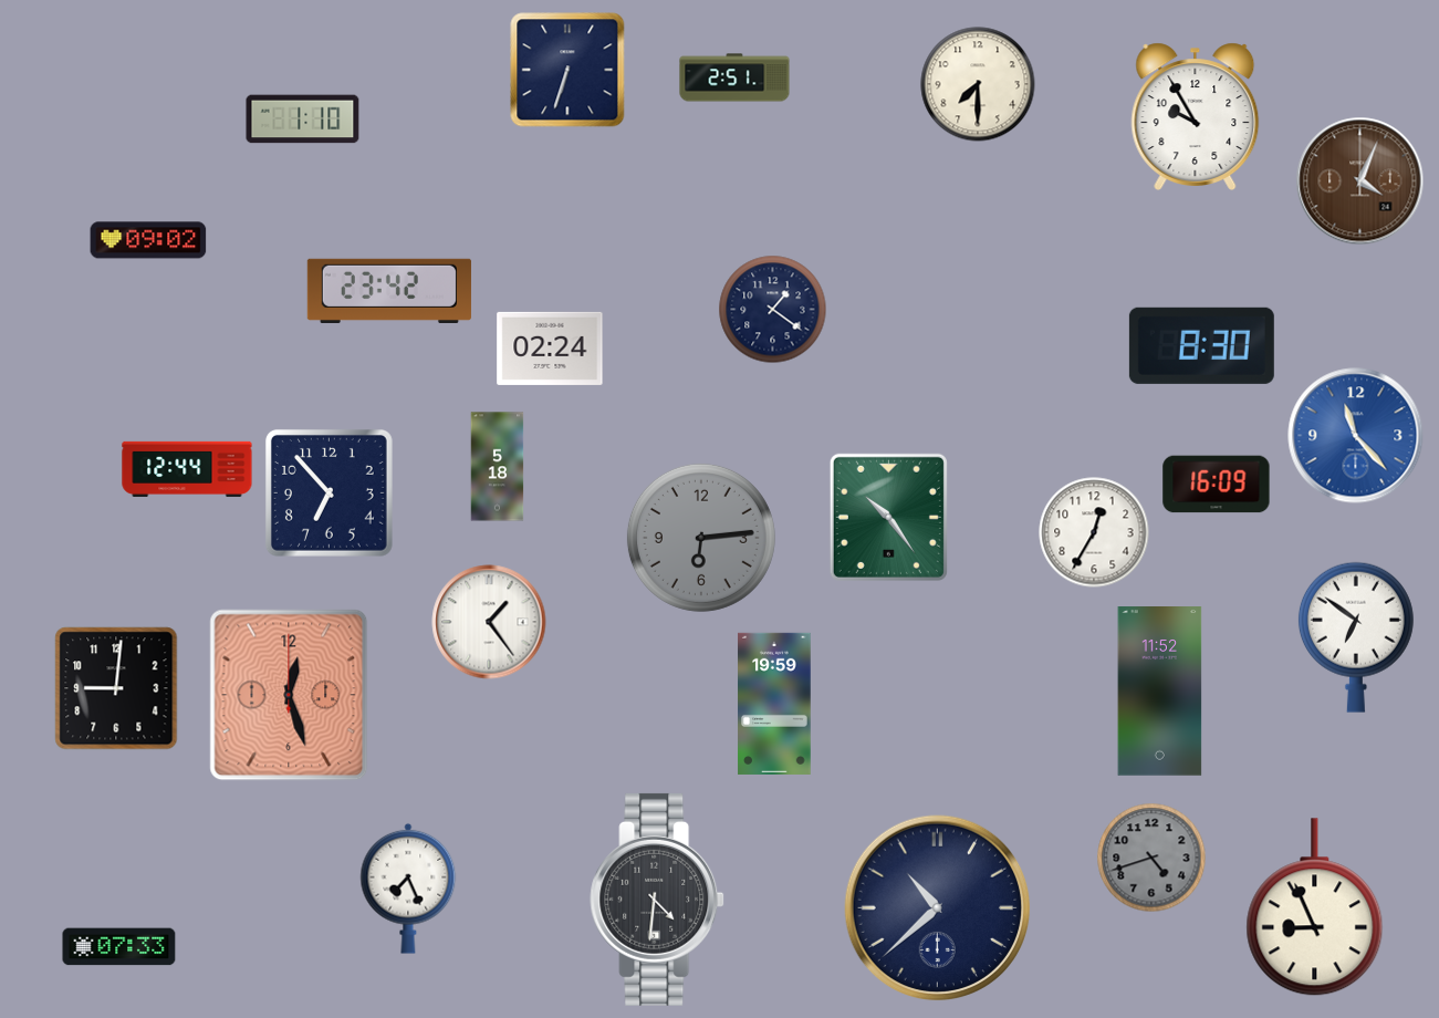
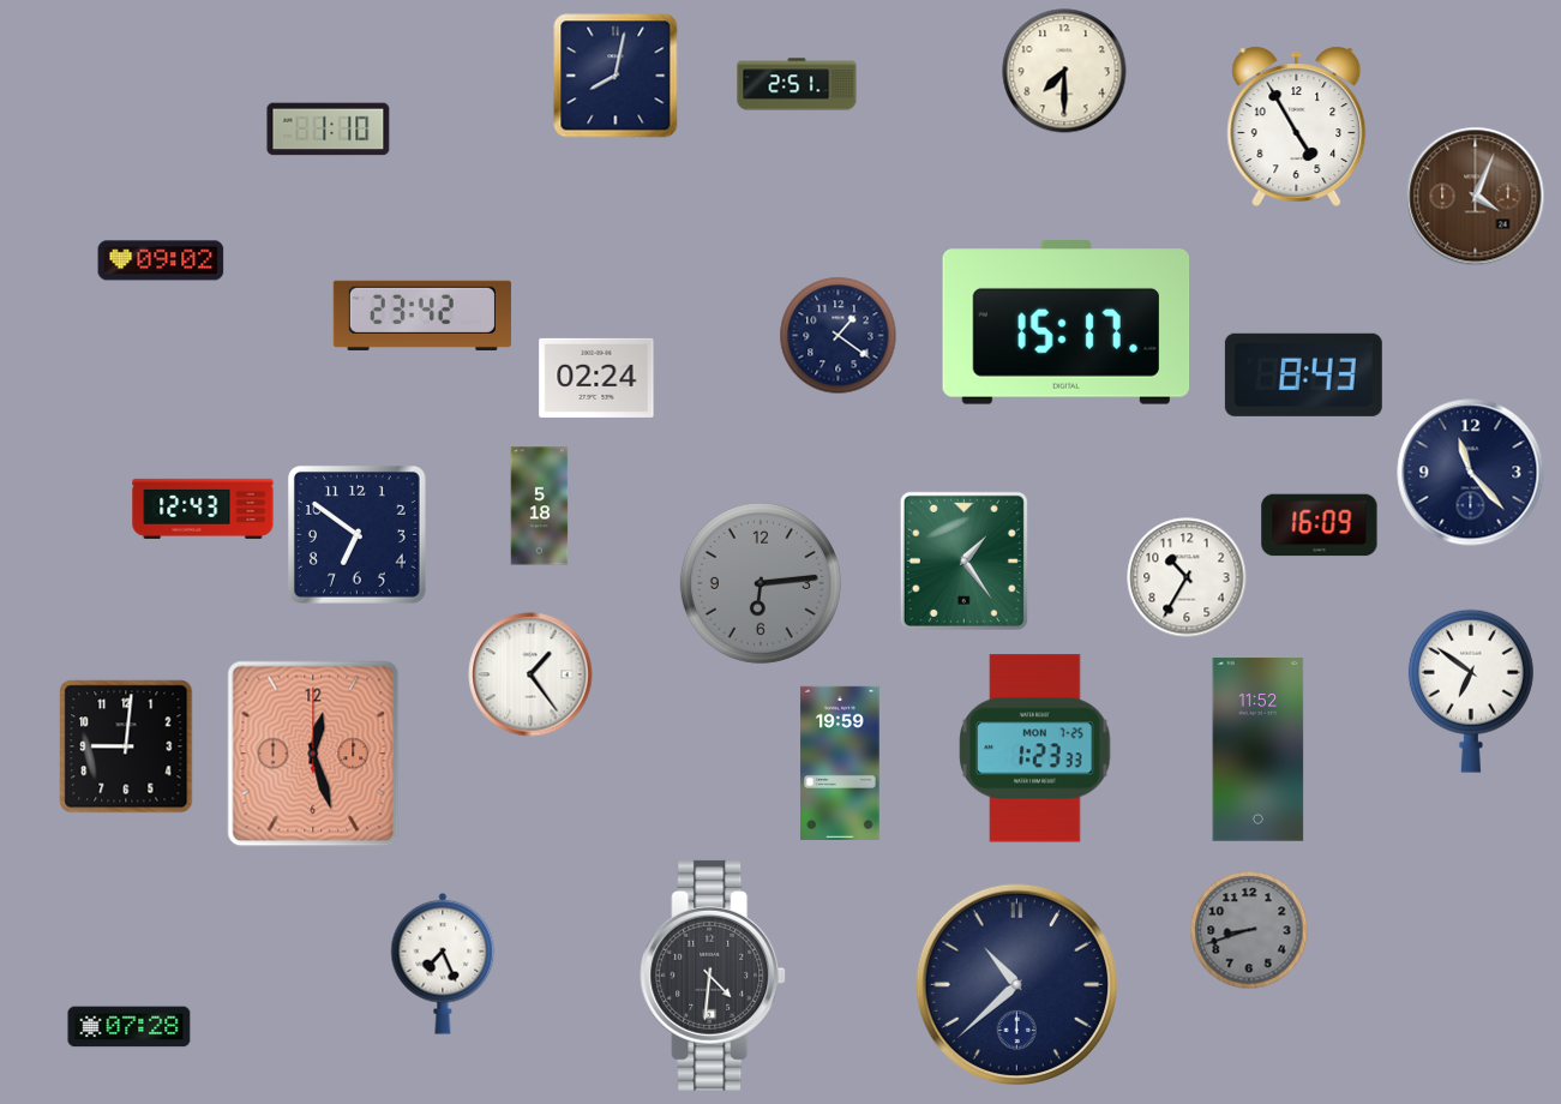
clock at (567, 70): 6:33 -> 8:02
clock at (978, 84) position: (978, 84) -> (1064, 71)
clock at (1196, 116): 9:55 -> 4:55
clock at (1067, 323): none -> 15:17
clock at (1201, 345): 8:30 -> 8:43
clock at (1356, 436) dial: blue -> navy
clock at (187, 469): 12:44 -> 12:43
clock at (329, 492): 6:53 -> 6:51
clock at (888, 517): 10:24 -> 1:24
clock at (1094, 532): 12:35 -> 10:35
clock at (1035, 749): none -> 1:23
clock at (1151, 858): 4:42 -> 8:42
clock at (1315, 907): 8:56 -> none
clock at (119, 947): 07:33 -> 07:28
